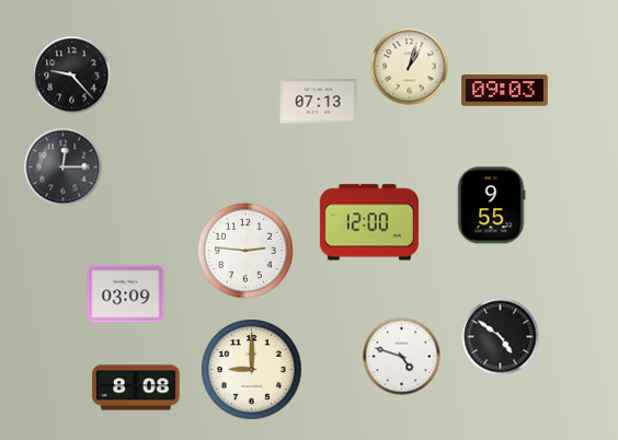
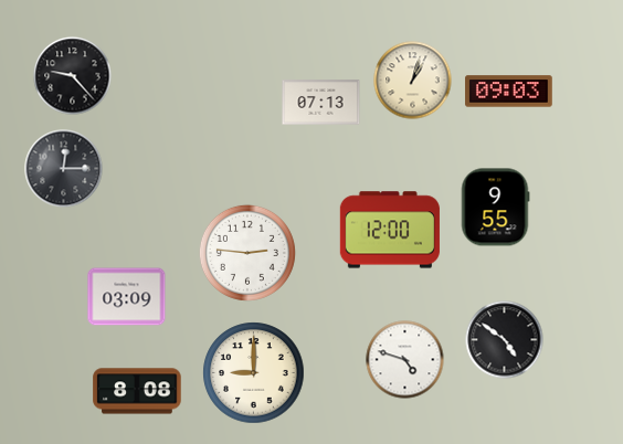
clock at (410, 67) position: (410, 67) -> (413, 81)
clock at (369, 222) position: (369, 222) -> (390, 230)
